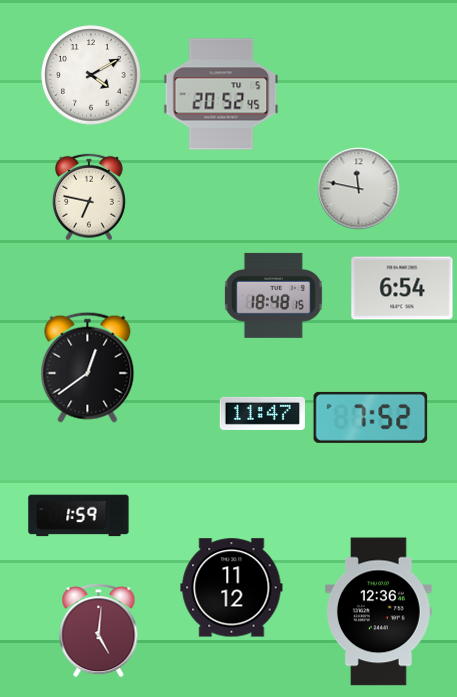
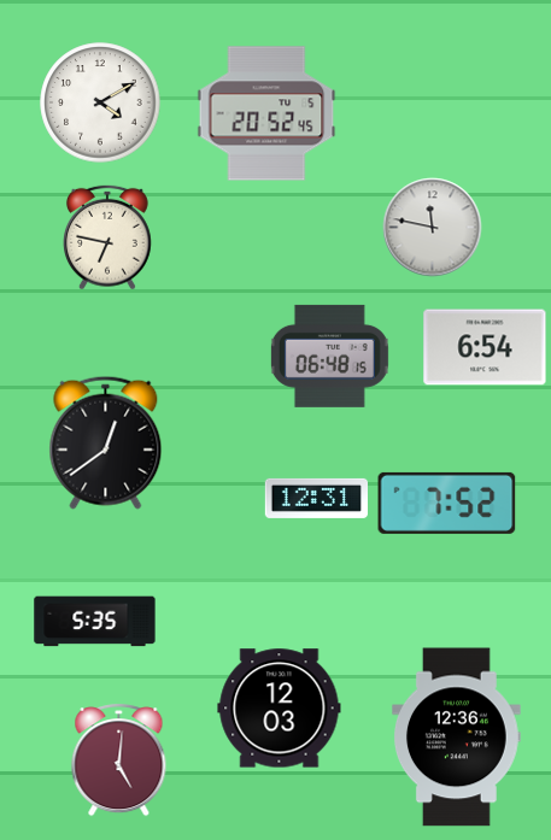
clock at (91, 75) position: (91, 75) -> (100, 102)
clock at (273, 295): 18:48 -> 06:48
clock at (262, 413): 11:47 -> 12:31
clock at (79, 516): 1:59 -> 5:35
clock at (232, 588): 11:12 -> 12:03
